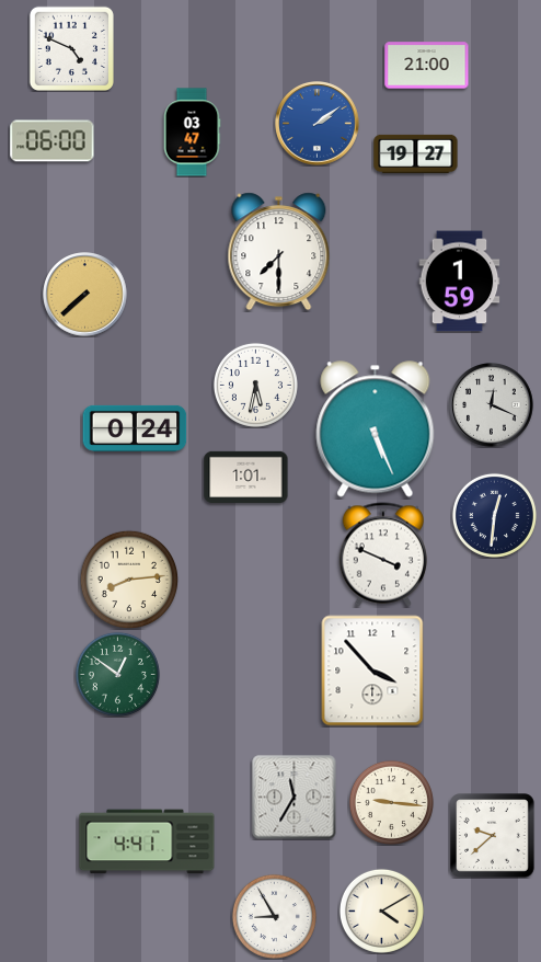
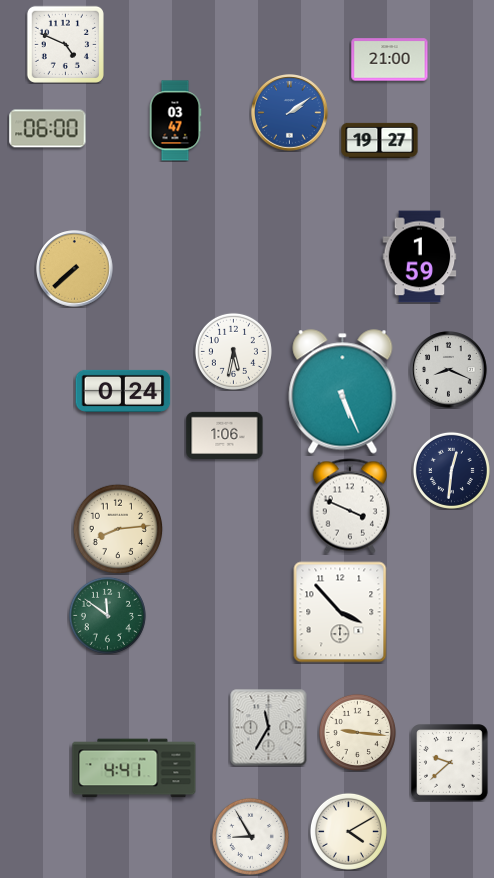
clock at (279, 252): 7:30 -> none
clock at (85, 295) position: (85, 295) -> (75, 269)
clock at (492, 405): 12:19 -> 8:19
clock at (246, 477): 1:01 -> 1:06
clock at (117, 674): 12:51 -> 11:51
